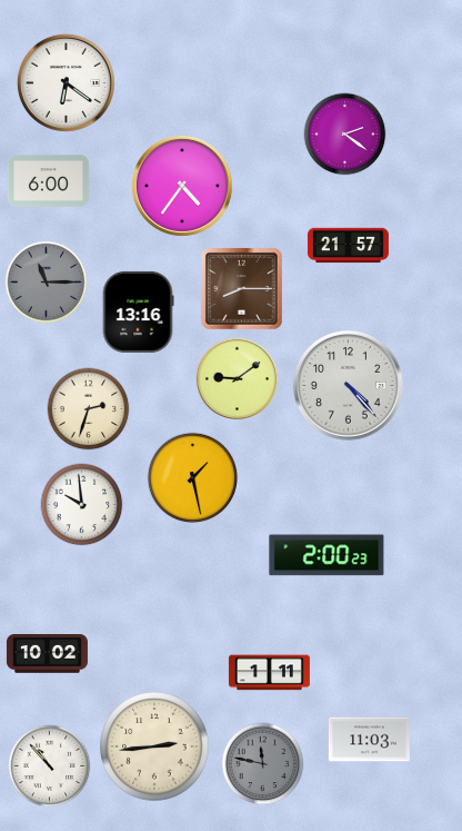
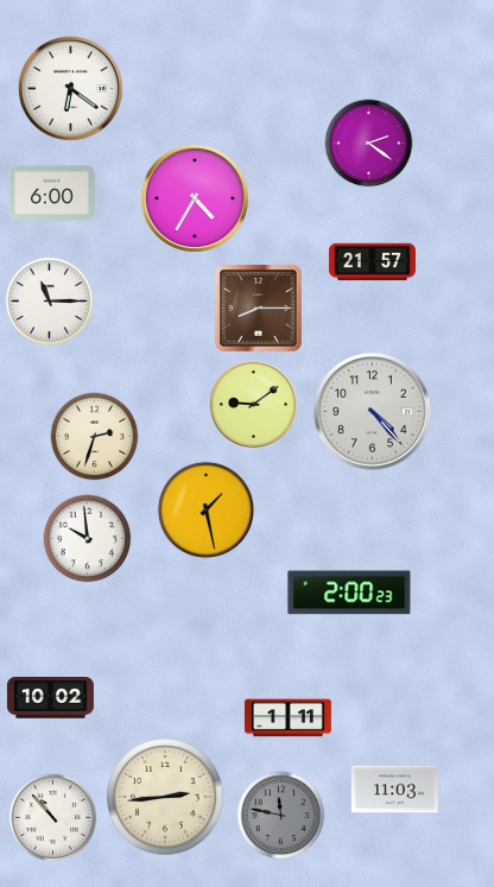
clock at (182, 186): 4:36 -> 4:35
clock at (47, 283) dial: grey -> white
clock at (138, 311): 13:16 -> none
